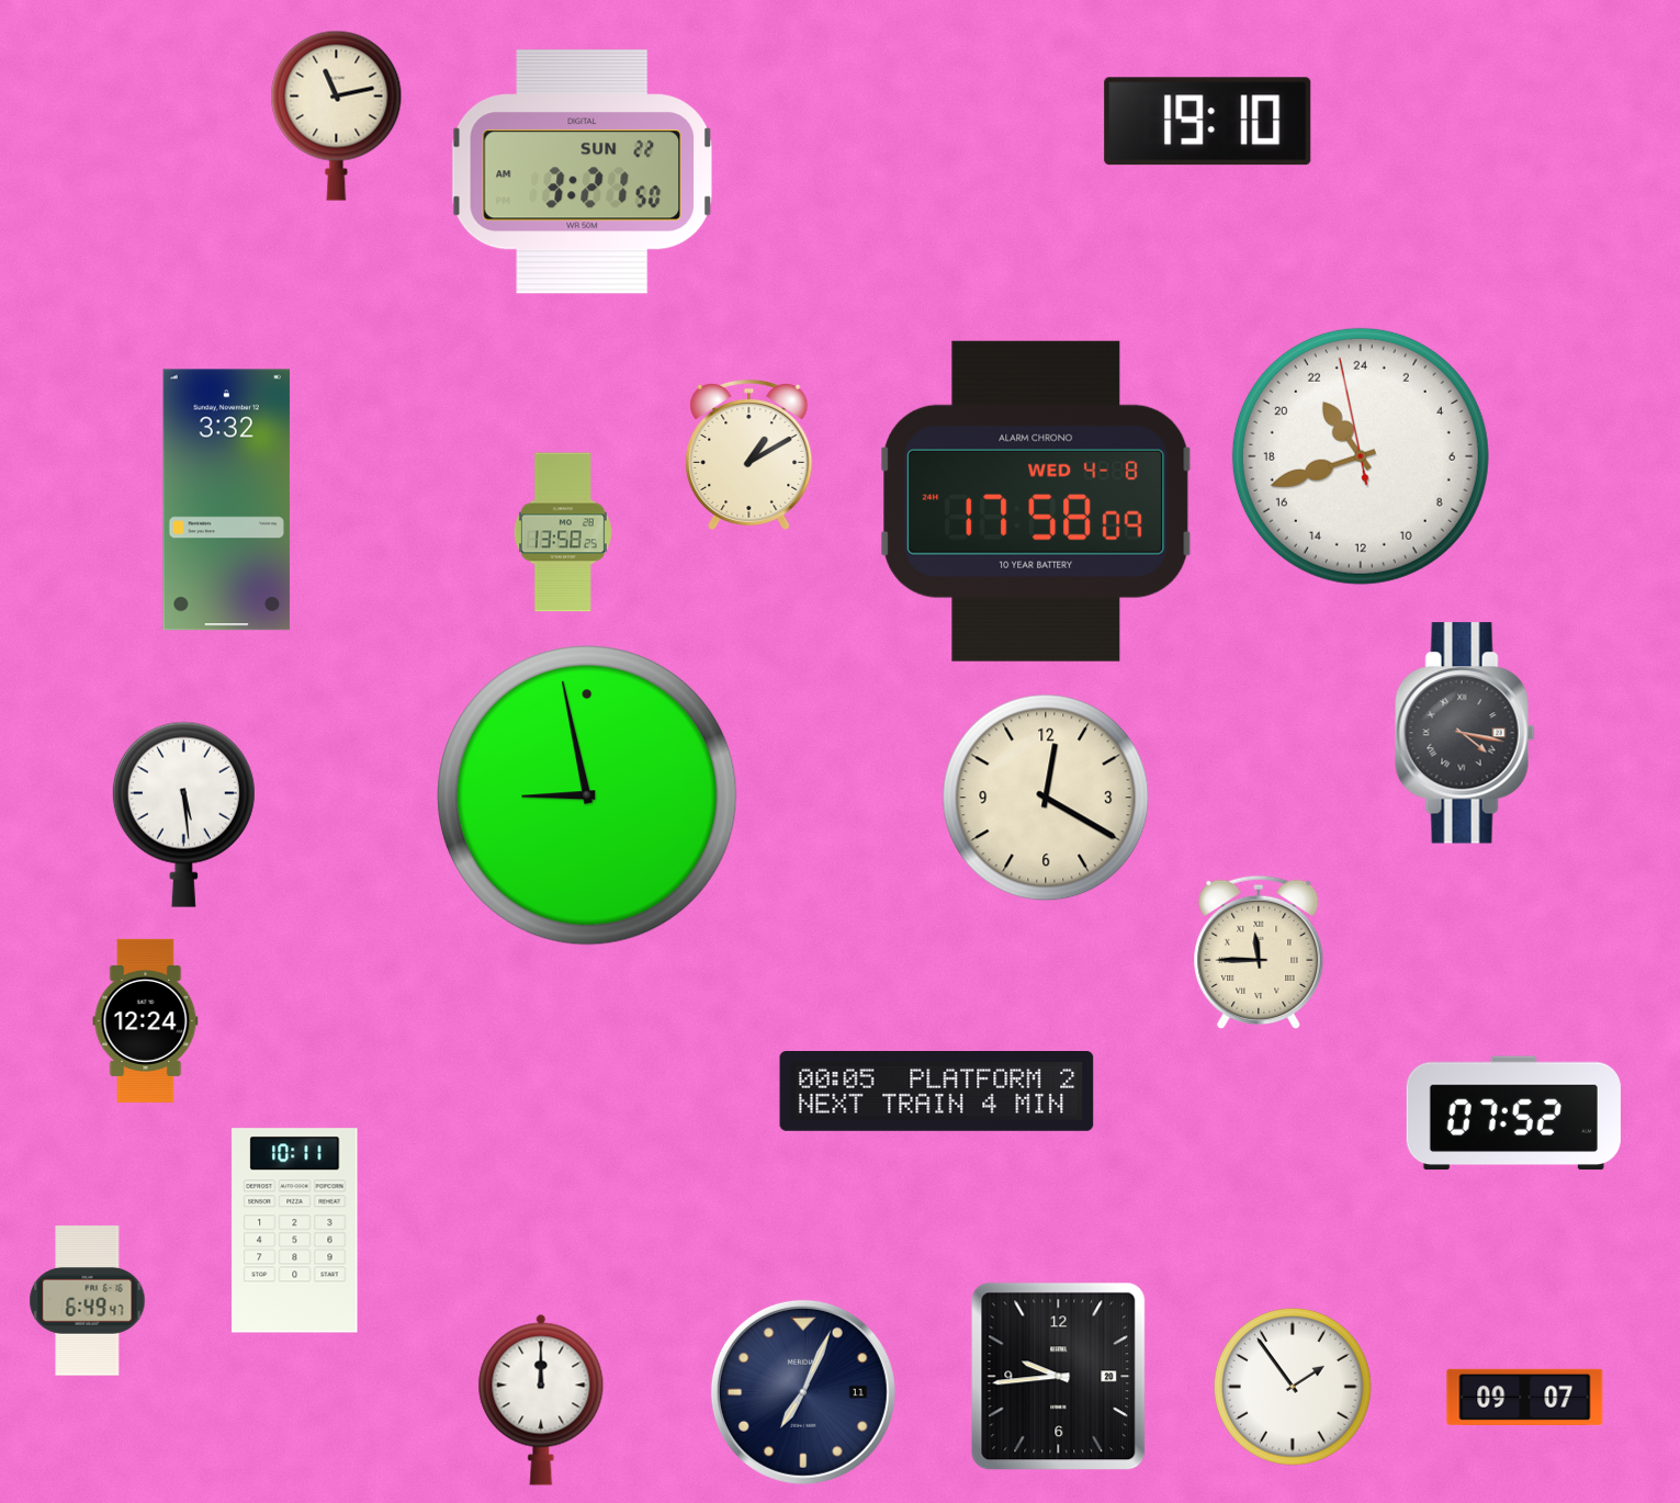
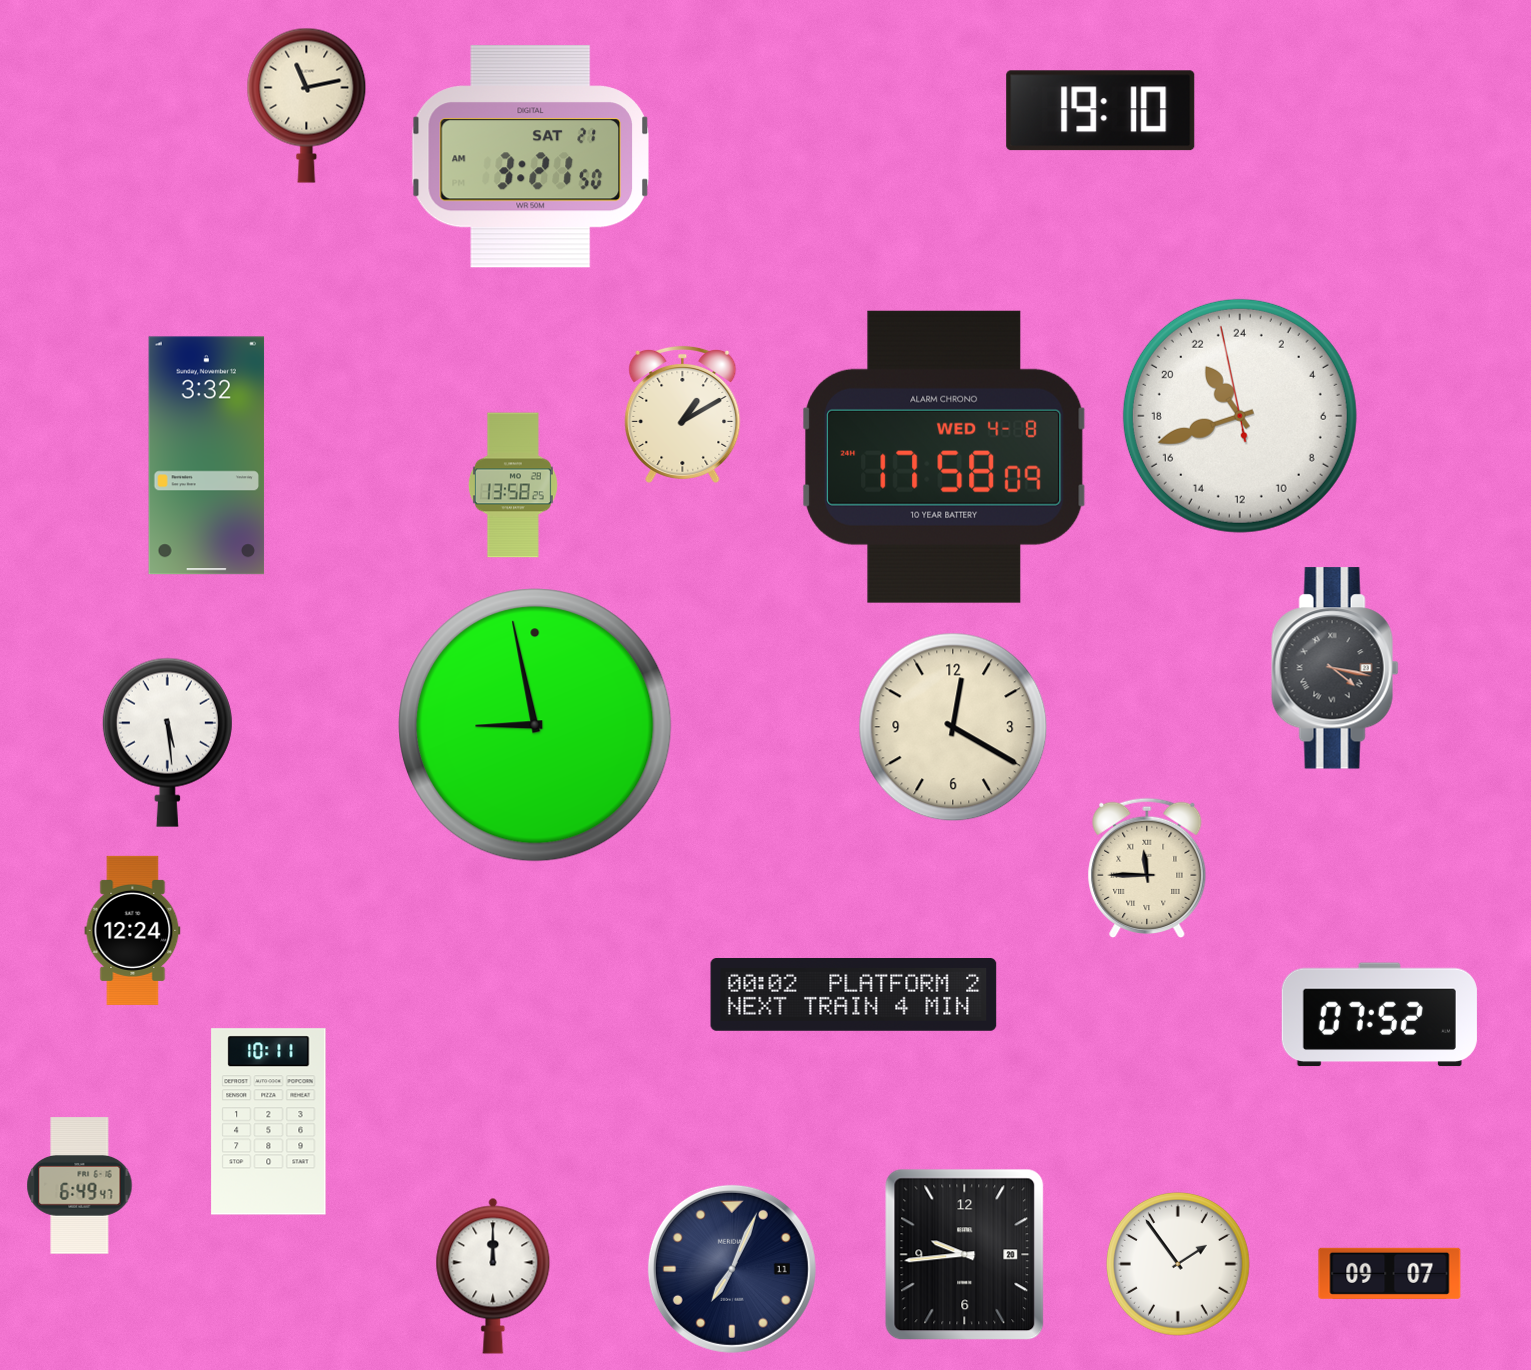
clock at (582, 172) date: SUN 22 -> SAT 21
clock at (937, 1092): 00:05 -> 00:02
